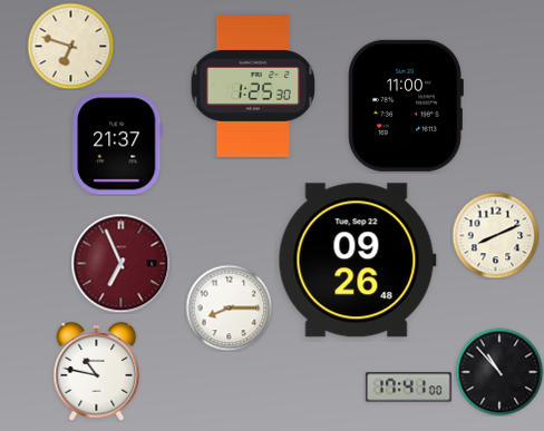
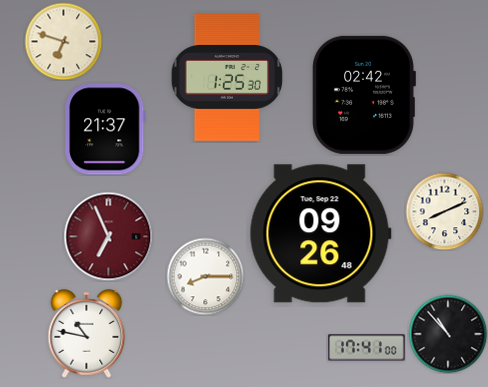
clock at (406, 106): 11:00 -> 02:42
